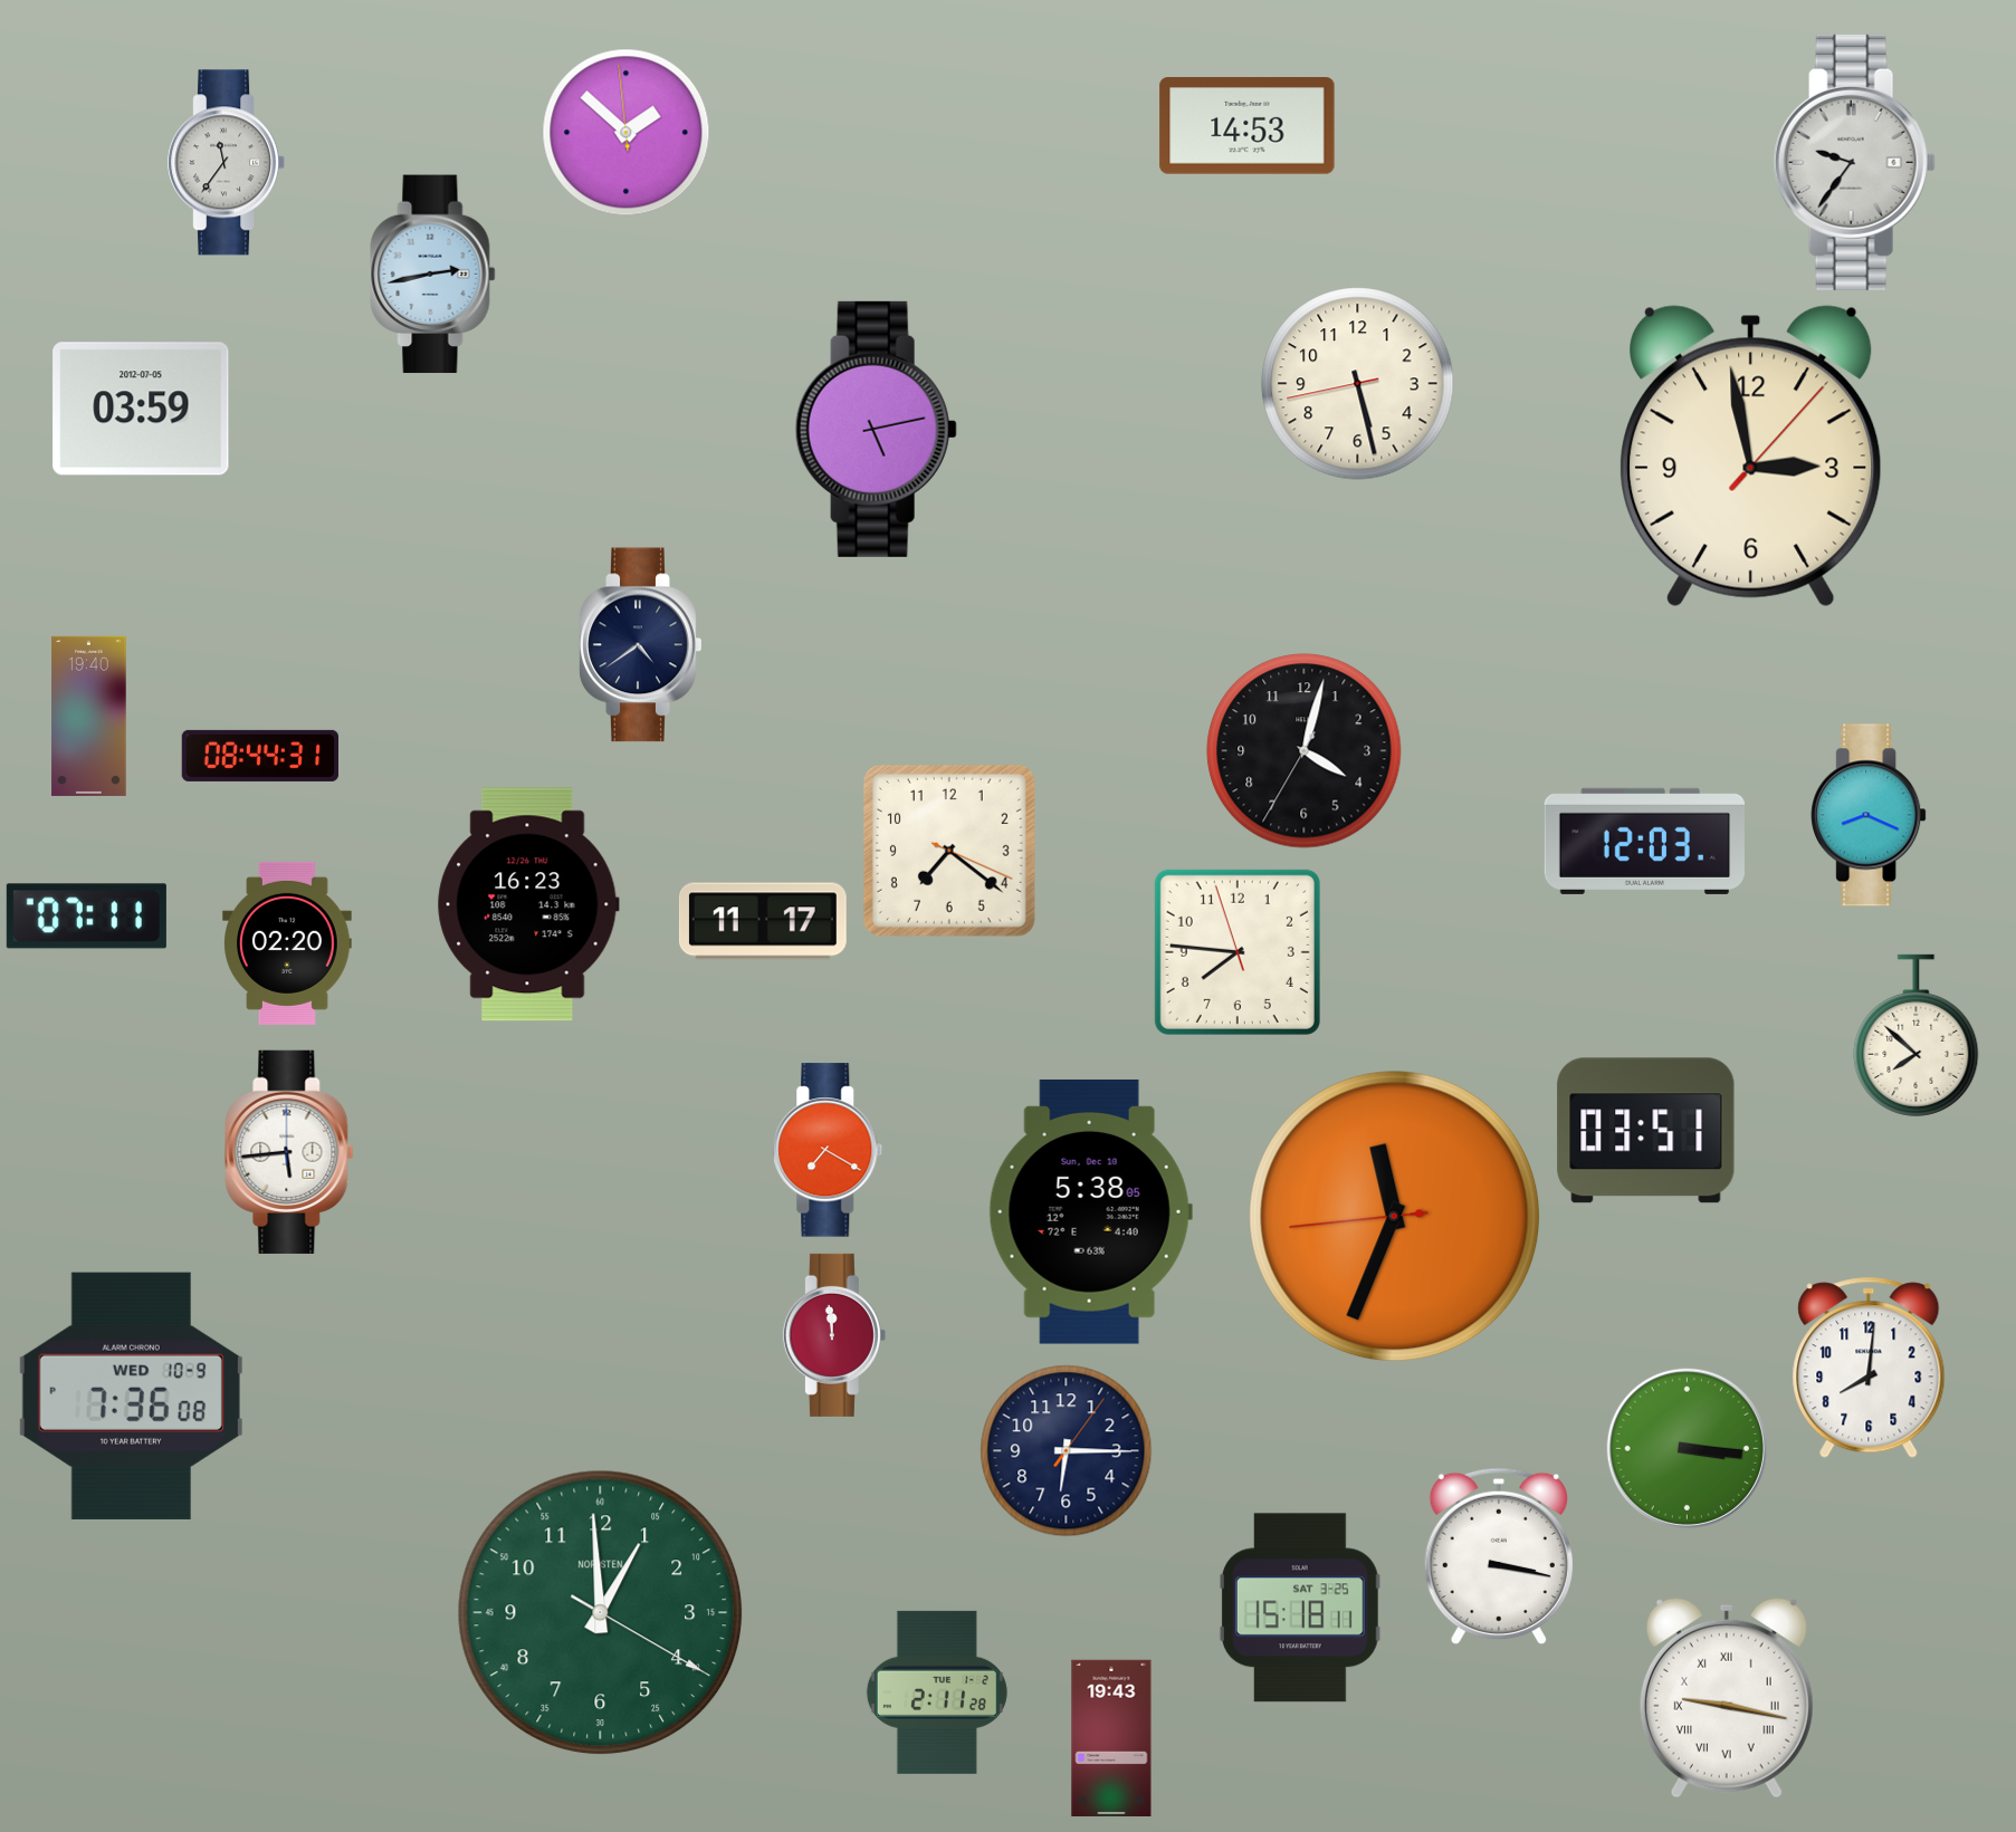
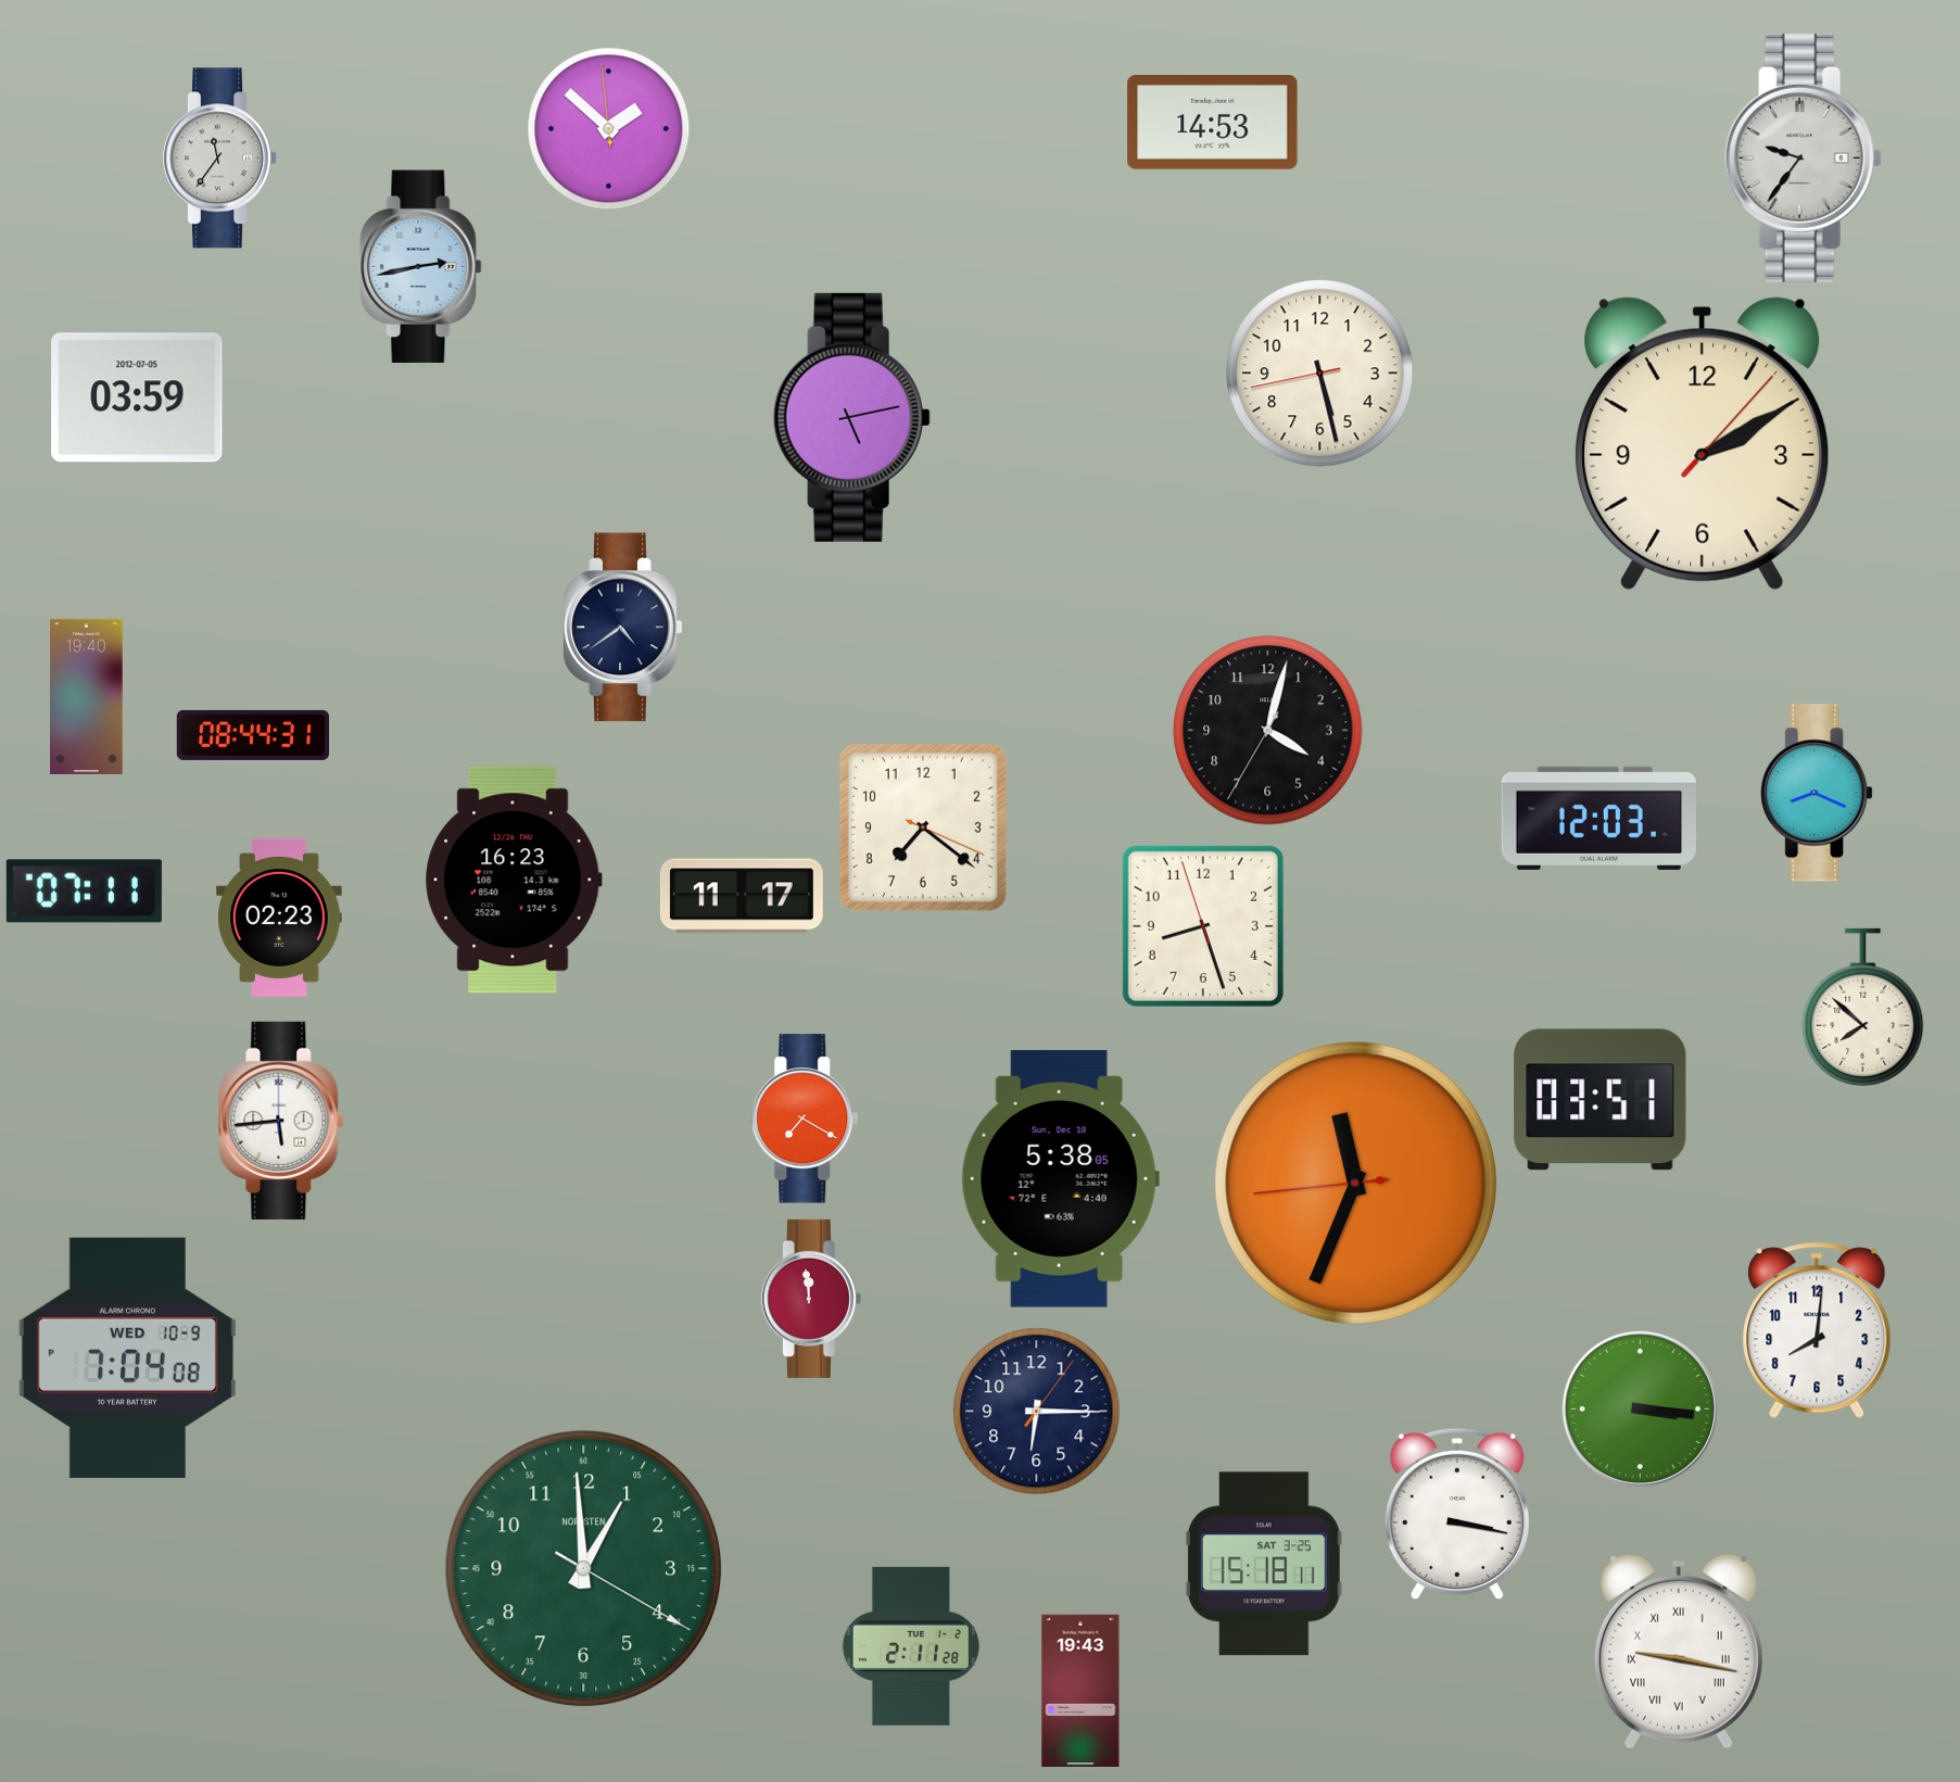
clock at (1751, 457): 2:58 -> 2:10
clock at (287, 943): 02:20 -> 02:23
clock at (1238, 952): 7:45 -> 8:26
clock at (131, 1395): 7:36 -> 7:04
